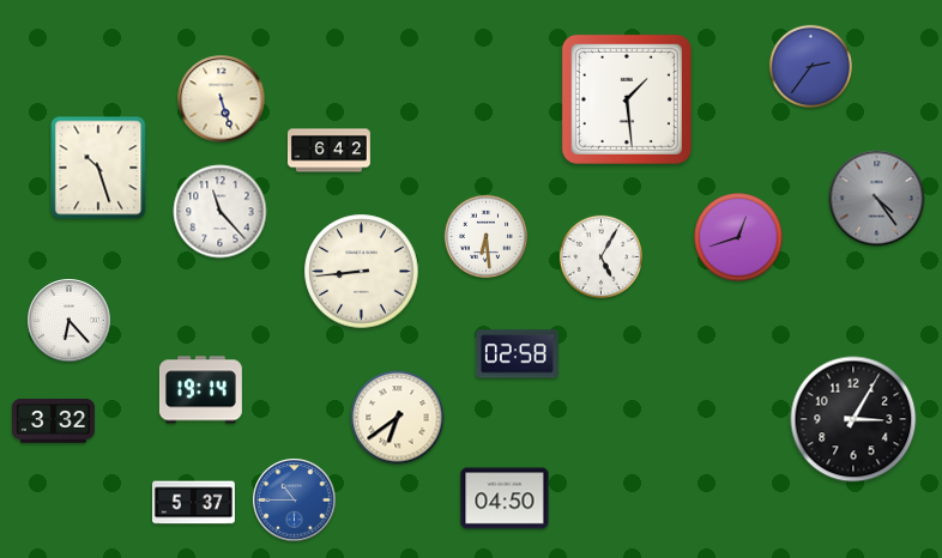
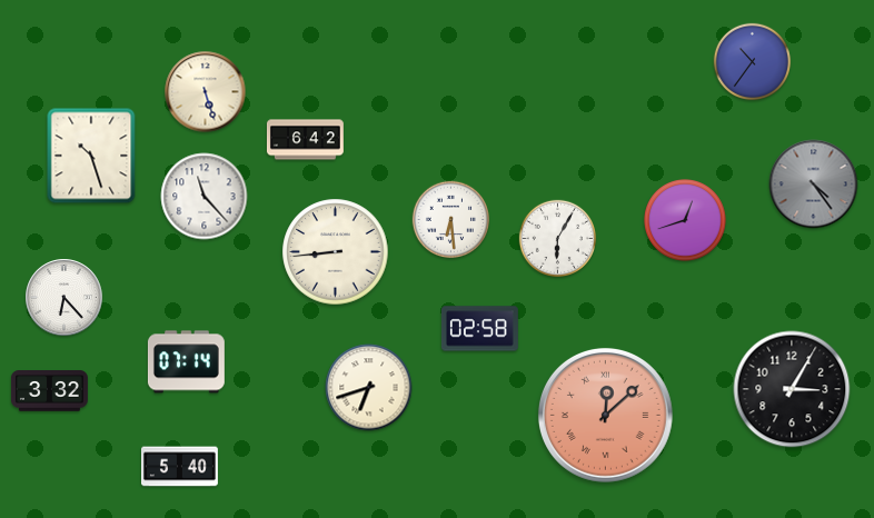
clock at (811, 67): 2:36 -> 10:36
clock at (627, 99): 1:29 -> none
clock at (602, 257): 5:05 -> 6:05
clock at (200, 390): 19:14 -> 07:14
clock at (398, 418): 6:39 -> 6:42
clock at (605, 415): none -> 12:08
clock at (505, 498): 04:50 -> none
clock at (295, 501): 10:45 -> none
clock at (194, 503): 5:37 -> 5:40
